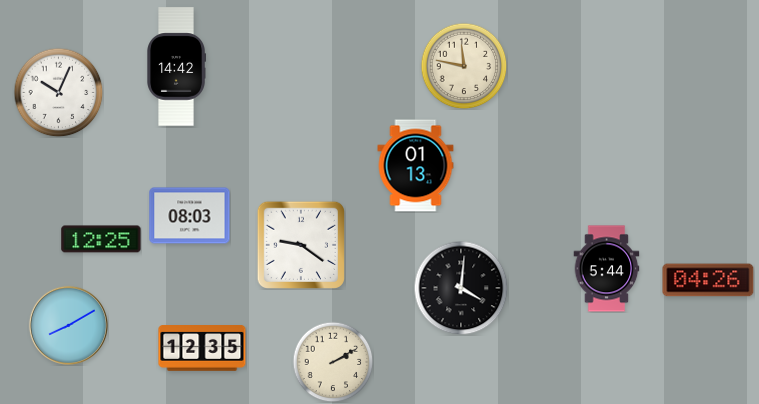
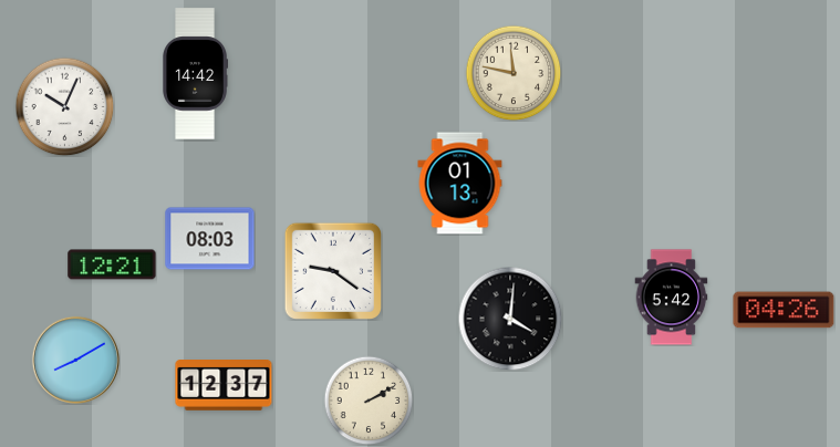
clock at (58, 92) position: (58, 92) -> (64, 106)
clock at (101, 239): 12:25 -> 12:21
clock at (607, 269): 5:44 -> 5:42
clock at (202, 349): 12:35 -> 12:37
